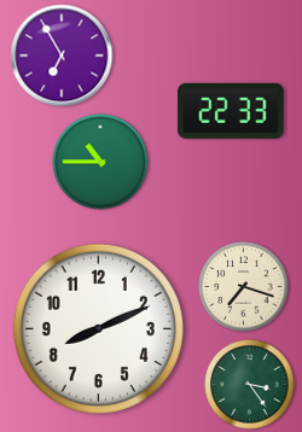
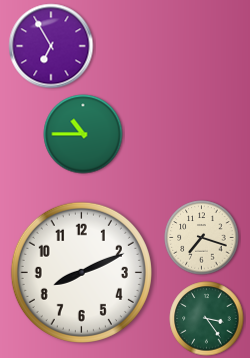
clock at (231, 111): 22:33 -> none
